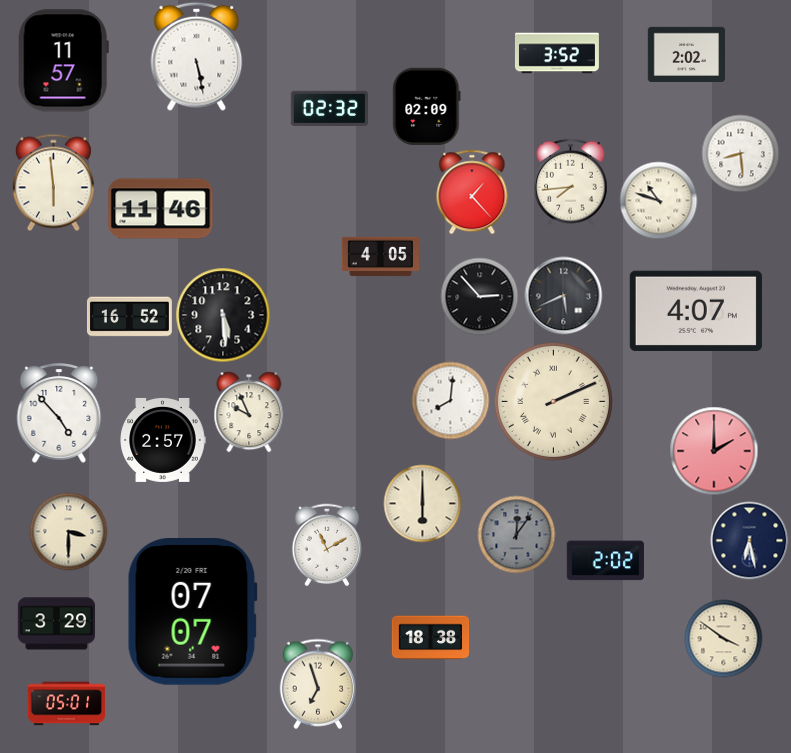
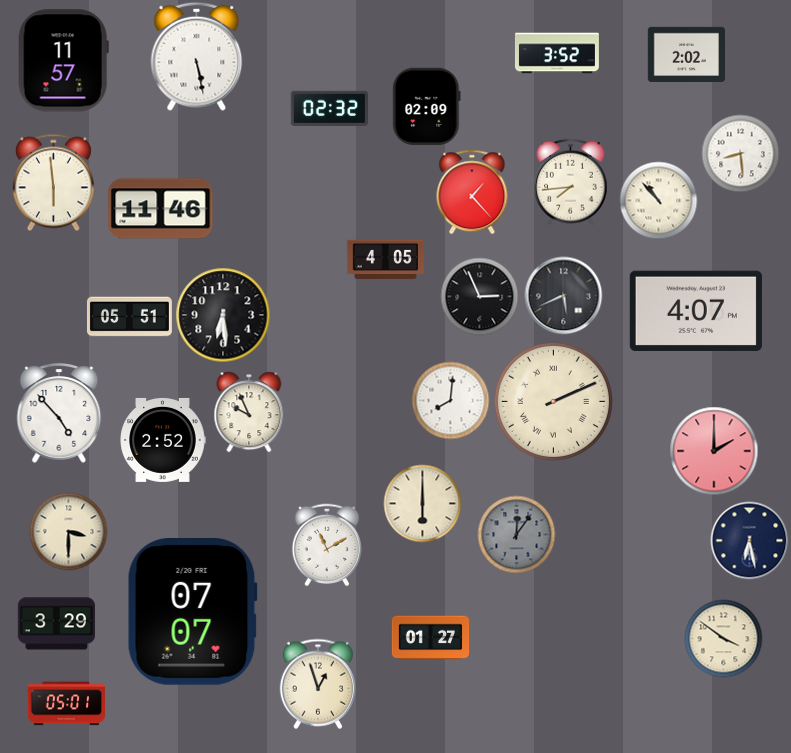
clock at (658, 200): 10:48 -> 10:53
clock at (380, 257) position: (380, 257) -> (385, 260)
clock at (479, 296): 2:53 -> 2:56
clock at (223, 315): 5:29 -> 6:29
clock at (129, 317): 16:52 -> 05:51
clock at (163, 440): 2:57 -> 2:52
clock at (605, 561): 2:02 -> none
clock at (430, 638): 18:38 -> 01:27
clock at (318, 684): 6:57 -> 12:57
